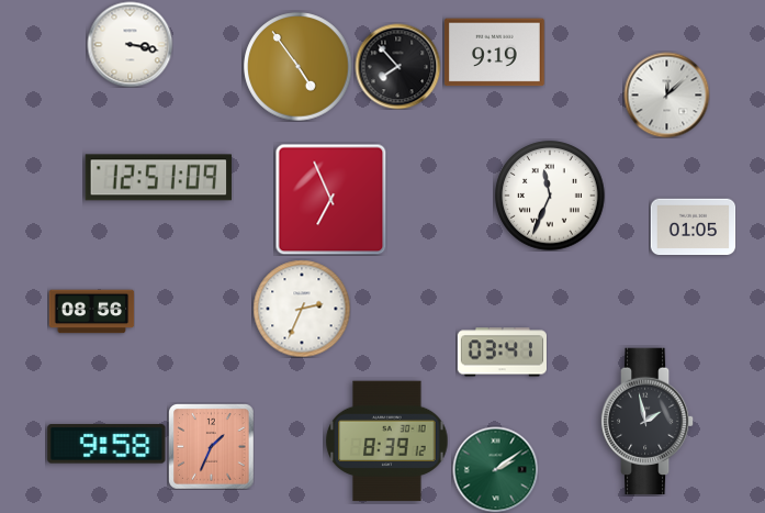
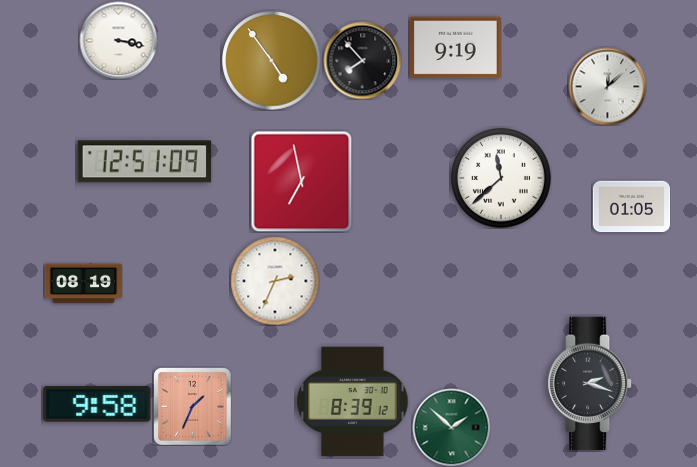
clock at (494, 53) position: (494, 53) -> (455, 48)
clock at (550, 196): 11:34 -> 11:38
clock at (330, 199): 6:56 -> 6:58
clock at (91, 312): 08:56 -> 08:19
clock at (502, 353): 03:41 -> none
clock at (648, 422): 1:58 -> 2:18
clock at (495, 469): 2:09 -> 1:52
